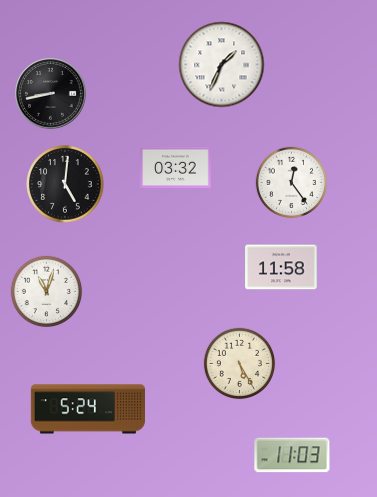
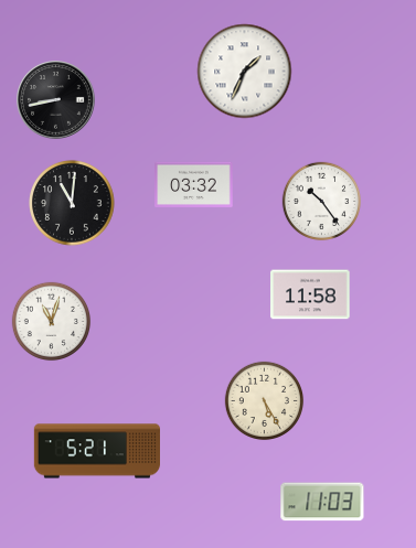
clock at (51, 94) position: (51, 94) -> (56, 100)
clock at (292, 183): 12:24 -> 10:24
clock at (65, 184): 5:01 -> 11:01
clock at (87, 409): 5:24 -> 5:21
